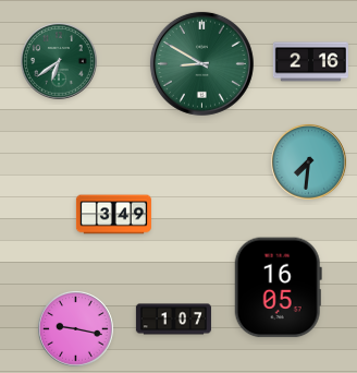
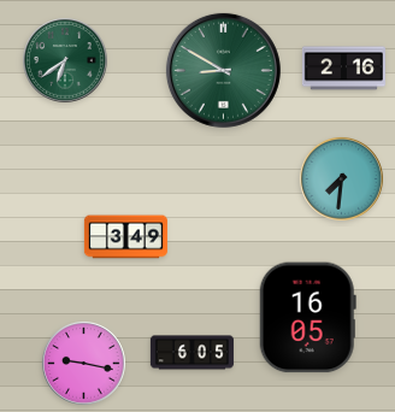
clock at (60, 62) position: (60, 62) -> (66, 61)
clock at (173, 320): 1:07 -> 6:05
